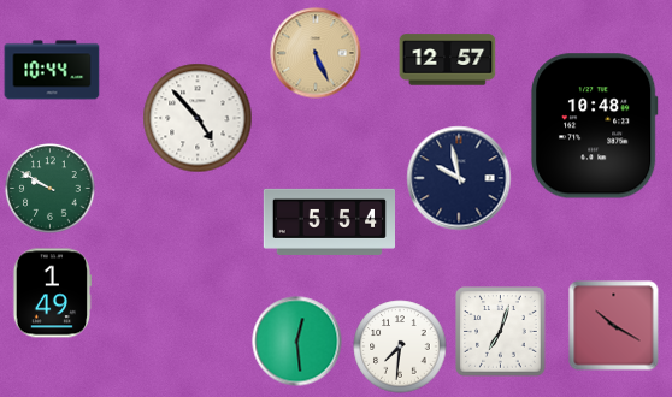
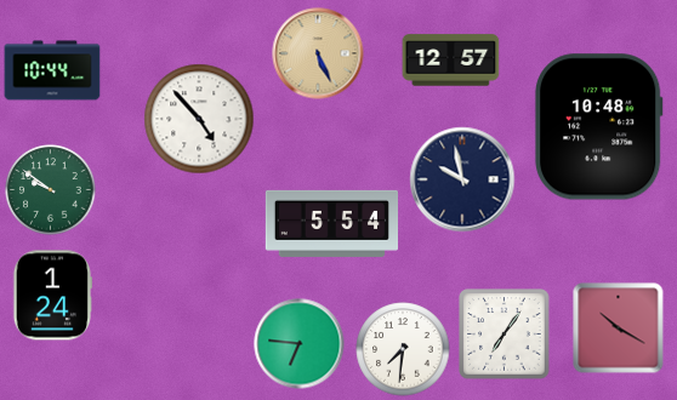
clock at (51, 189): 9:50 -> 9:51
clock at (51, 294): 1:49 -> 1:24
clock at (501, 332): 7:03 -> 7:06
clock at (297, 342): 12:29 -> 6:46
